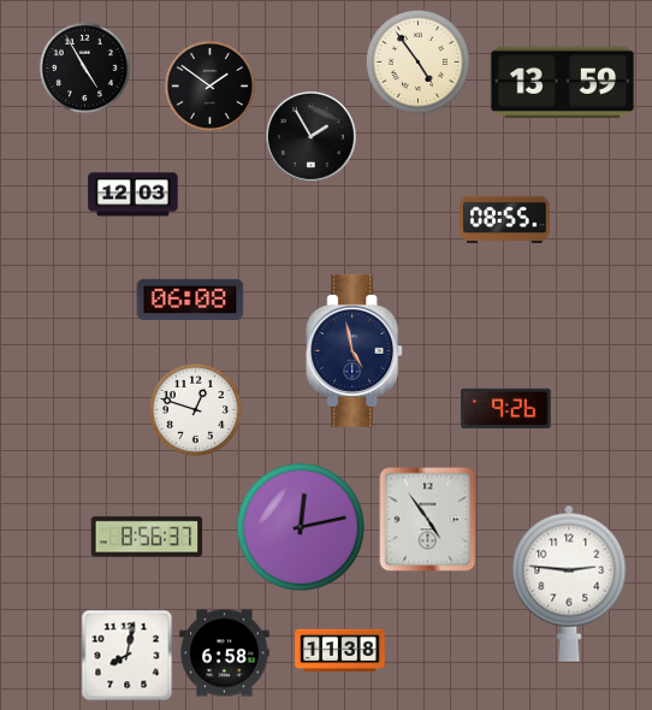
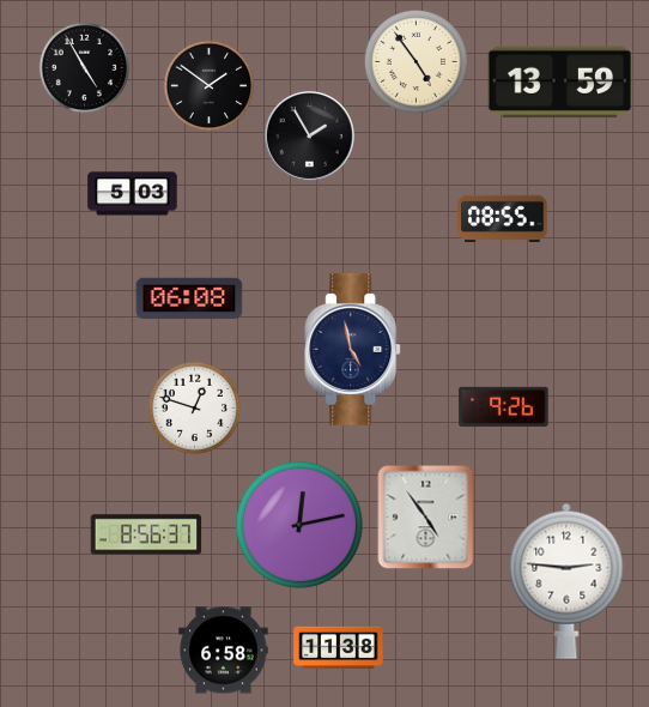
clock at (134, 195): 12:03 -> 5:03
clock at (128, 656): 8:02 -> none
